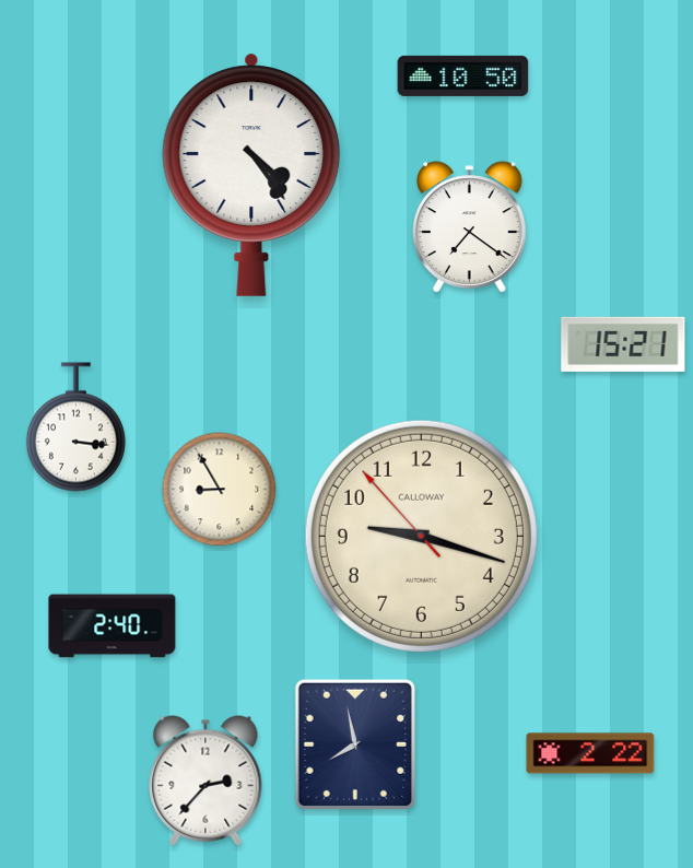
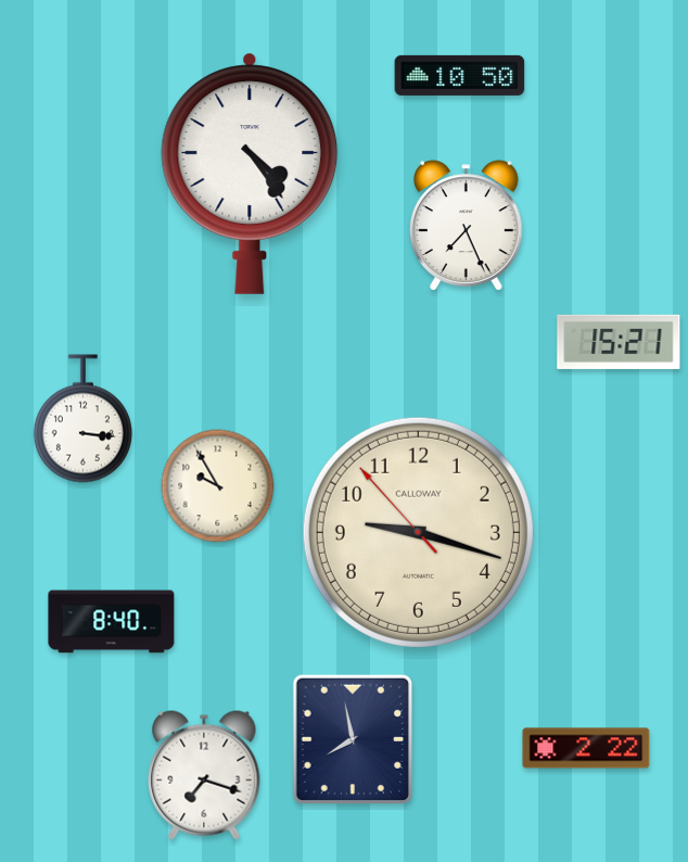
clock at (470, 227): 7:21 -> 7:26
clock at (75, 427) position: (75, 427) -> (82, 419)
clock at (220, 490): 8:55 -> 9:55
clock at (113, 626): 2:40 -> 8:40
clock at (205, 781): 2:37 -> 7:18
